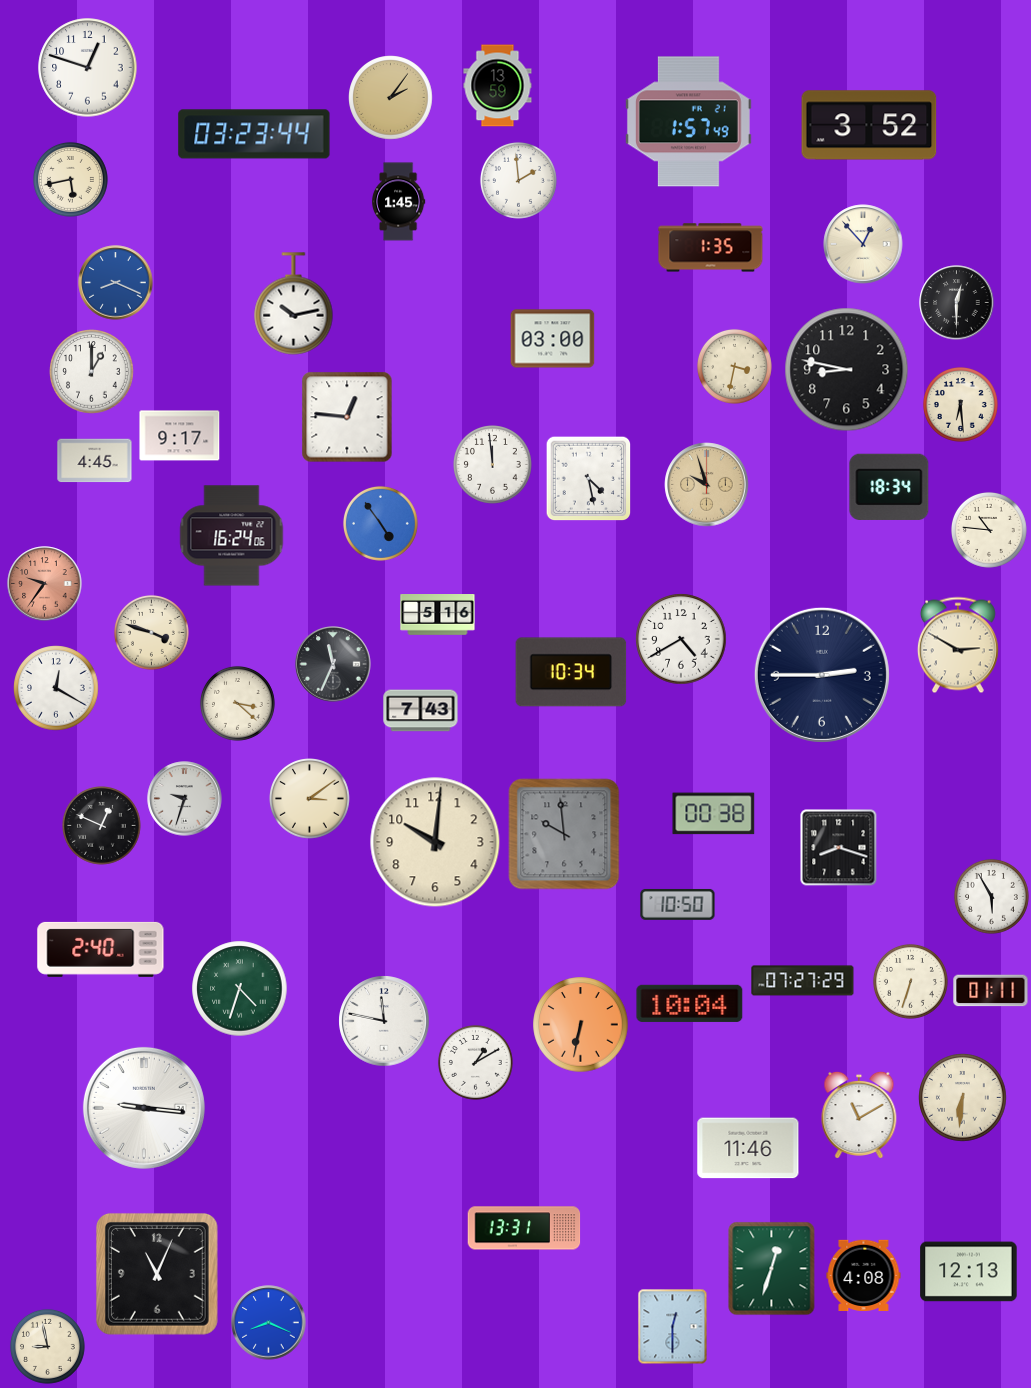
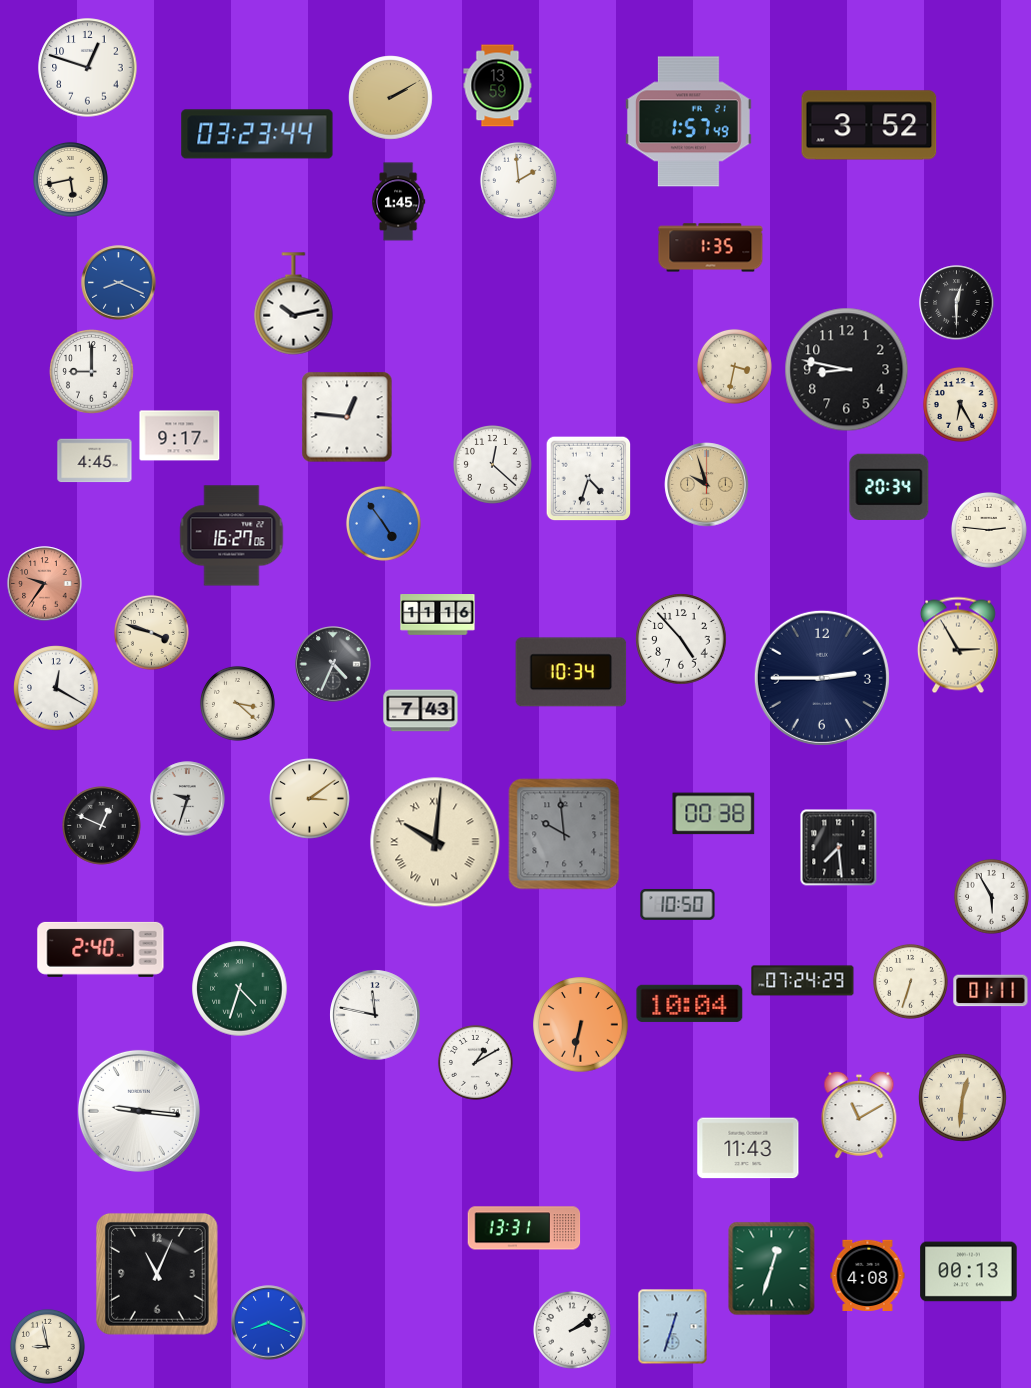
clock at (391, 98): 2:06 -> 2:10
clock at (254, 134) position: (254, 134) -> (257, 134)
clock at (863, 244): 12:53 -> none
clock at (116, 283) position: (116, 283) -> (119, 283)
clock at (553, 339): 03:00 -> none
clock at (92, 372): 1:00 -> 9:00
clock at (960, 404): 6:29 -> 6:25
clock at (493, 465): 11:59 -> 12:22
clock at (589, 479): 4:28 -> 4:33
clock at (889, 487): 18:34 -> 20:34
clock at (380, 523) position: (380, 523) -> (383, 523)
clock at (989, 530): 10:46 -> 2:46
clock at (232, 536): 16:24 -> 16:27
clock at (438, 615): 5:16 -> 11:16
clock at (681, 639): 4:40 -> 4:53
clock at (958, 645): 2:50 -> 2:55
clock at (333, 664): 11:34 -> 4:34
clock at (822, 675) position: (822, 675) -> (822, 678)
clock at (185, 799) position: (185, 799) -> (188, 799)
clock at (435, 842) numerals: Arabic -> Roman
clock at (839, 848): 8:18 -> 7:29
clock at (803, 981): 07:27 -> 07:24
clock at (384, 1021) position: (384, 1021) -> (375, 1015)
clock at (963, 1098): 6:31 -> 12:31
clock at (144, 1108) position: (144, 1108) -> (139, 1111)
clock at (748, 1148): 11:46 -> 11:43
clock at (969, 1272): 12:13 -> 00:13
clock at (864, 1275) position: (864, 1275) -> (868, 1275)
clock at (673, 1327): 12:30 -> 12:33
clock at (573, 1331): none -> 2:09
